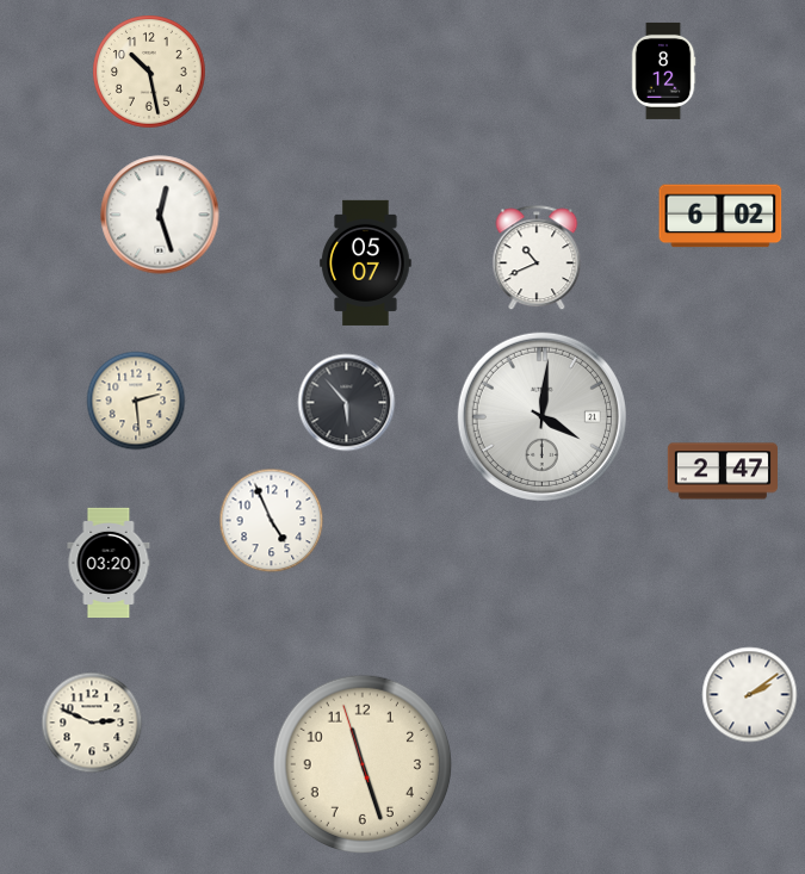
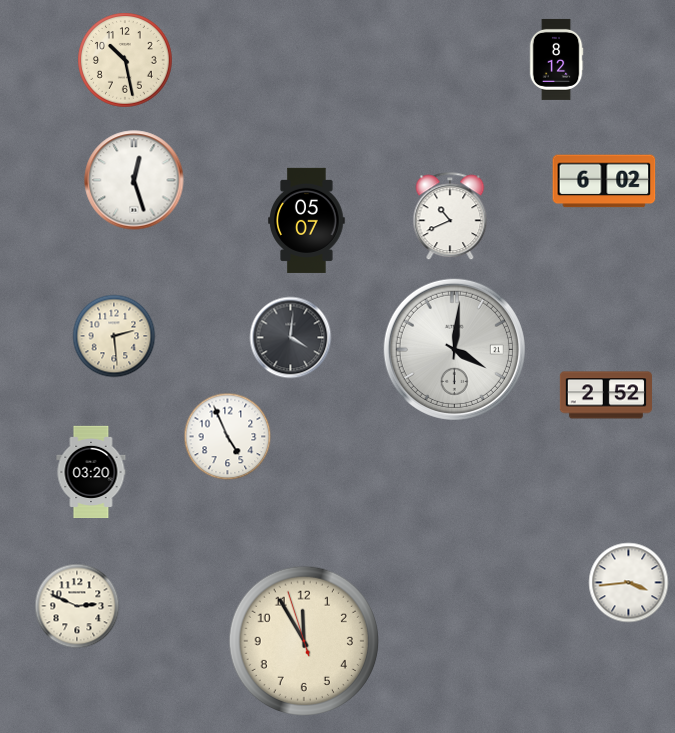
clock at (347, 403): 5:53 -> 4:01
clock at (722, 471): 2:47 -> 2:52
clock at (750, 695): 2:09 -> 3:44
clock at (361, 763): 11:26 -> 11:54
